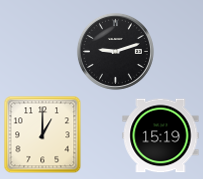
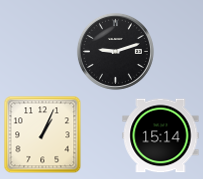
clock at (42, 134): 1:00 -> 1:04
clock at (161, 136): 15:19 -> 15:14
